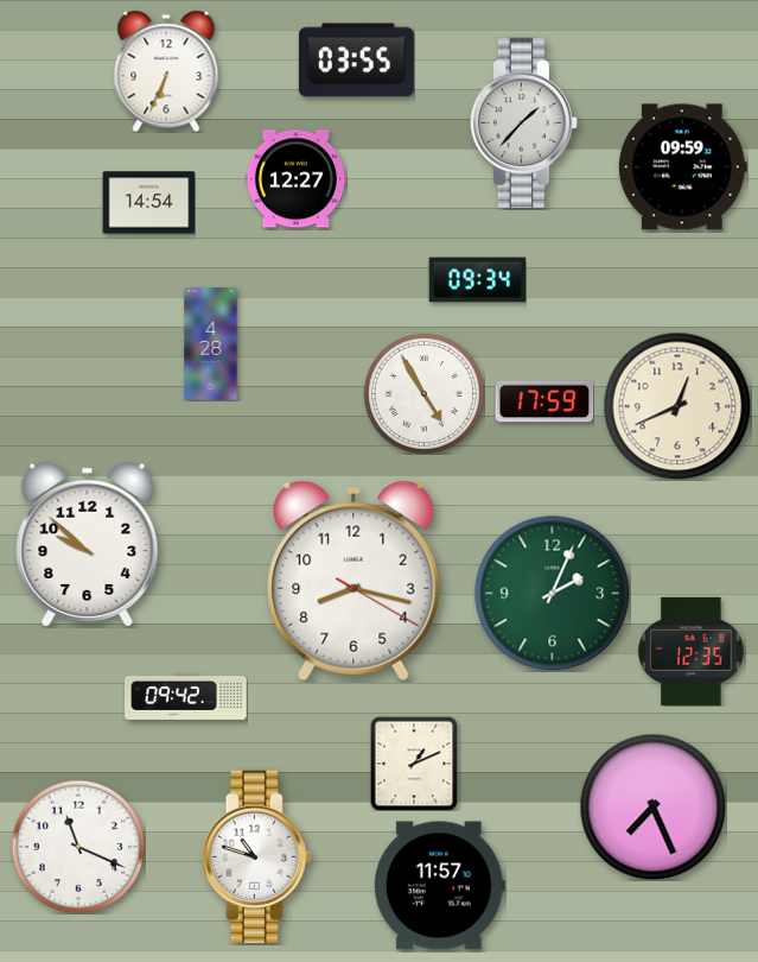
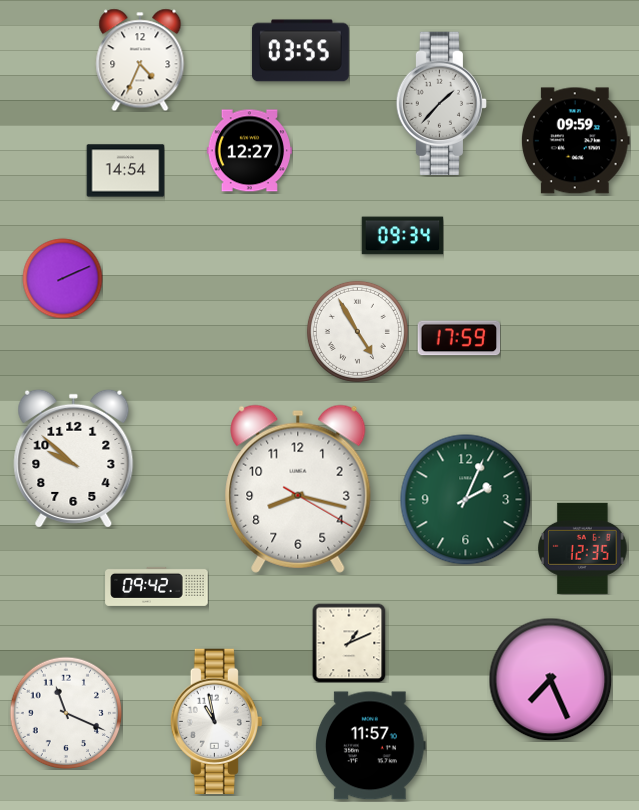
clock at (166, 71): 6:34 -> 4:34
clock at (62, 278): none -> 2:11
clock at (211, 343): 4:28 -> none
clock at (677, 406): 12:41 -> none
clock at (256, 856): 10:48 -> 10:58
